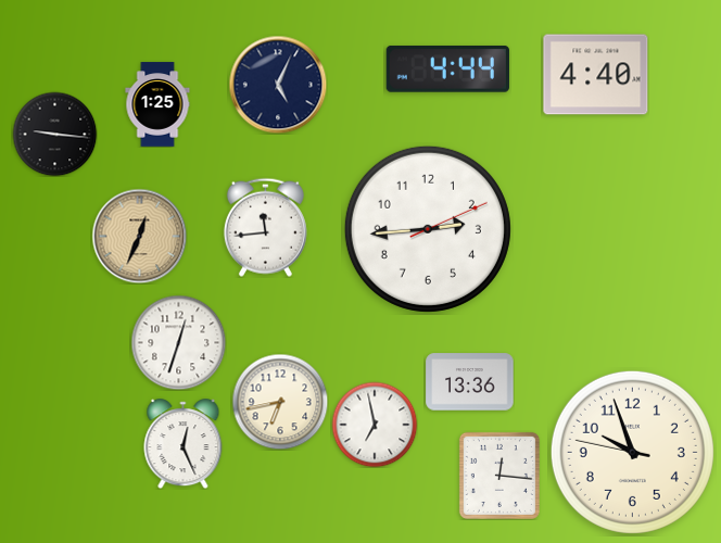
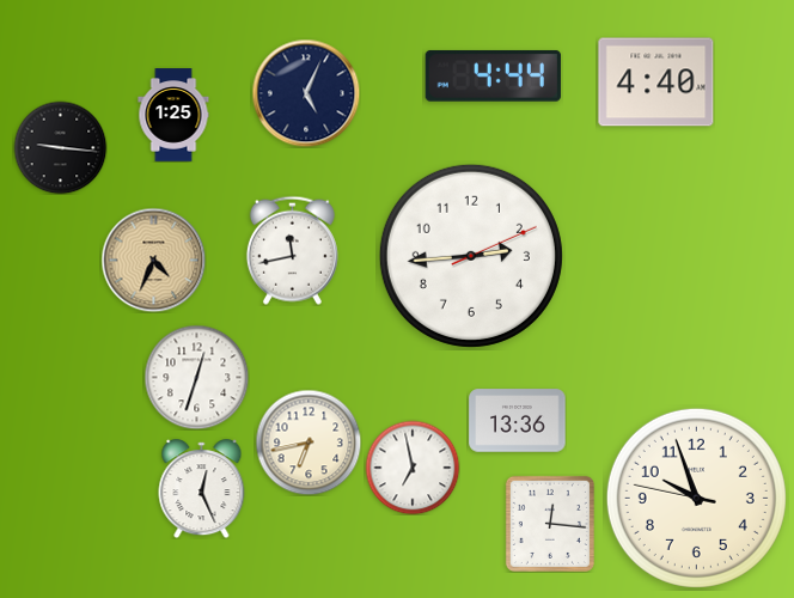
clock at (265, 227): 11:44 -> 11:43
clock at (428, 229) position: (428, 229) -> (471, 256)
clock at (139, 236): 12:34 -> 4:34
